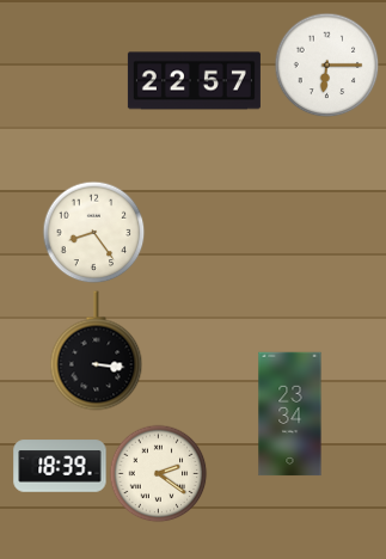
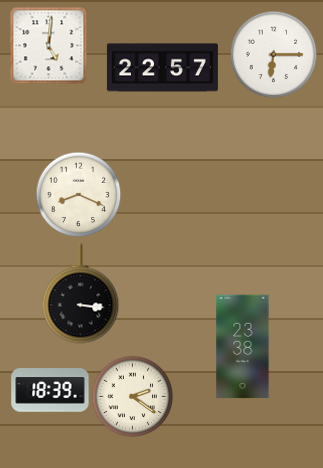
clock at (48, 45): none -> 5:01
clock at (93, 232): 8:24 -> 8:19
clock at (290, 414): 23:34 -> 23:38
